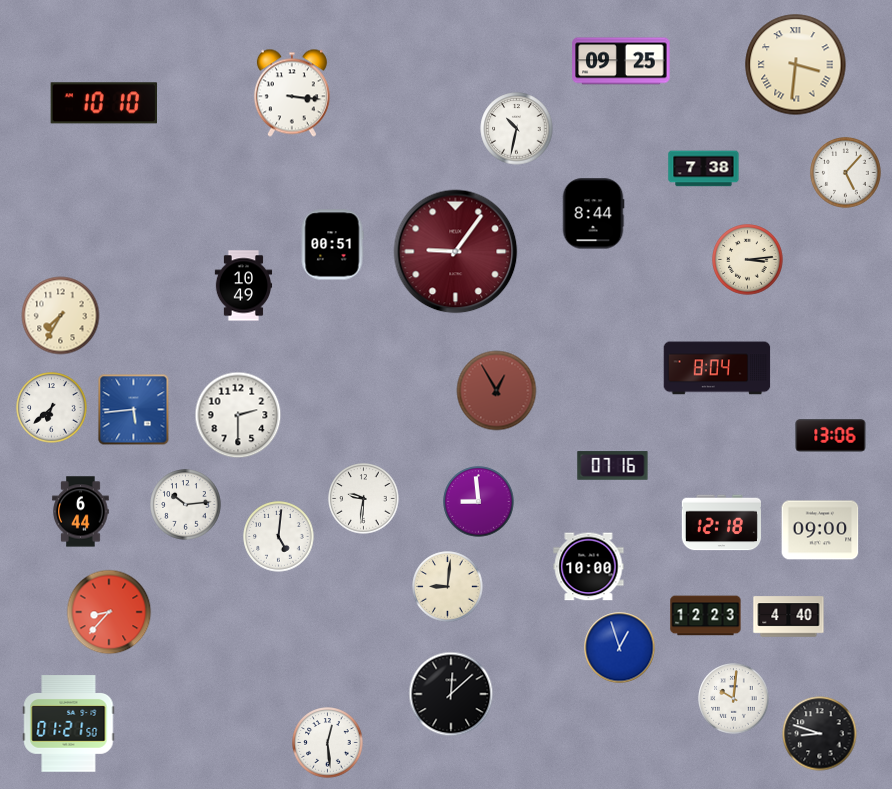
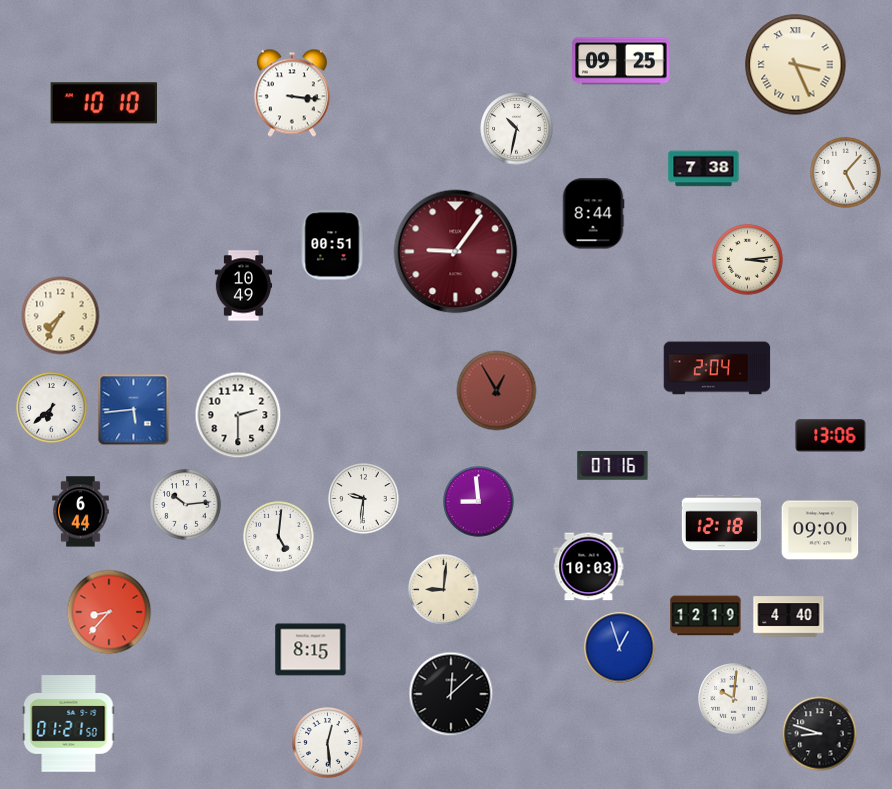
clock at (796, 65): 3:31 -> 3:26
clock at (717, 368): 8:04 -> 2:04
clock at (589, 567): 10:00 -> 10:03
clock at (448, 587) position: (448, 587) -> (444, 590)
clock at (706, 616): 12:23 -> 12:19
clock at (311, 650): none -> 8:15
